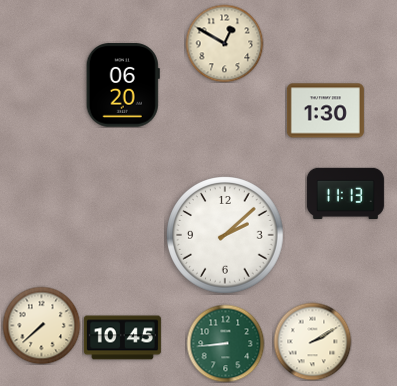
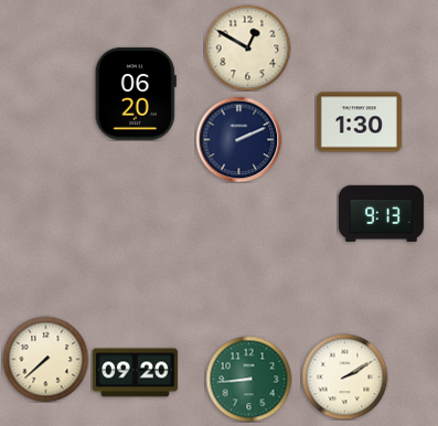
clock at (238, 139): none -> 2:11
clock at (345, 193): 11:13 -> 9:13
clock at (225, 235): 2:08 -> none
clock at (122, 338): 10:45 -> 09:20
